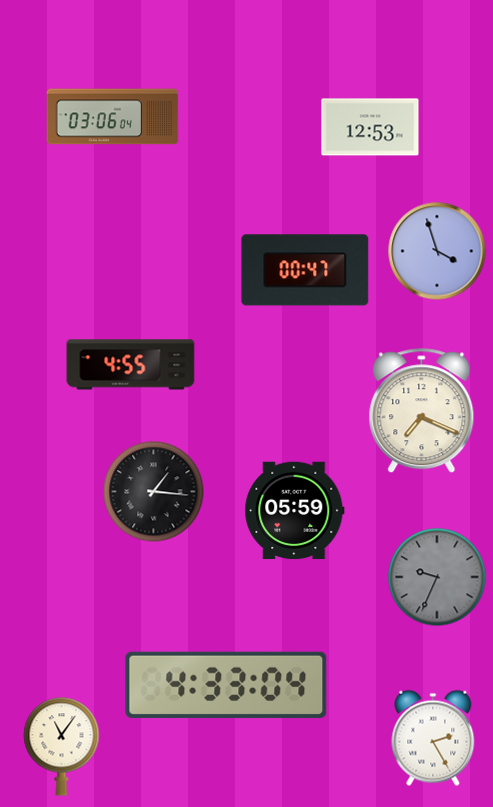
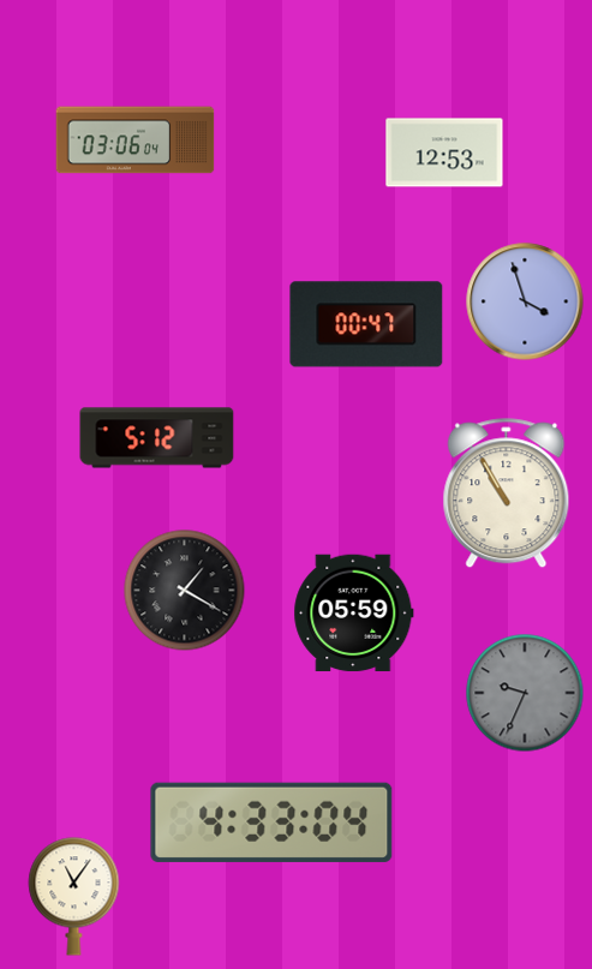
clock at (131, 365): 4:55 -> 5:12
clock at (422, 411): 7:19 -> 10:55
clock at (154, 492): 1:16 -> 1:20
clock at (433, 738): 2:25 -> none
